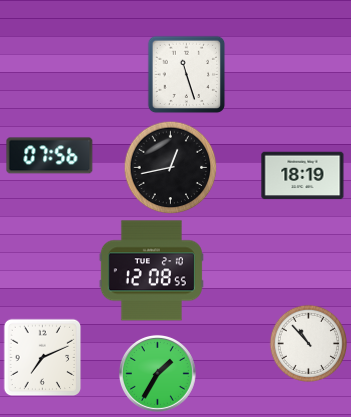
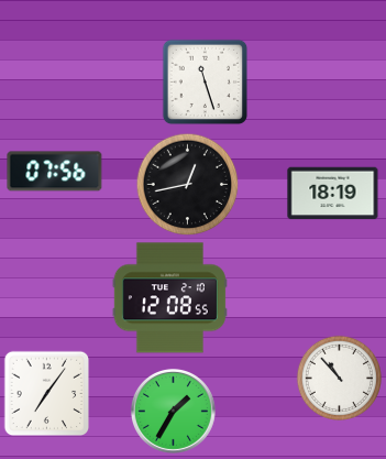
clock at (151, 271) position: (151, 271) -> (169, 298)
clock at (42, 357): 7:11 -> 7:06
